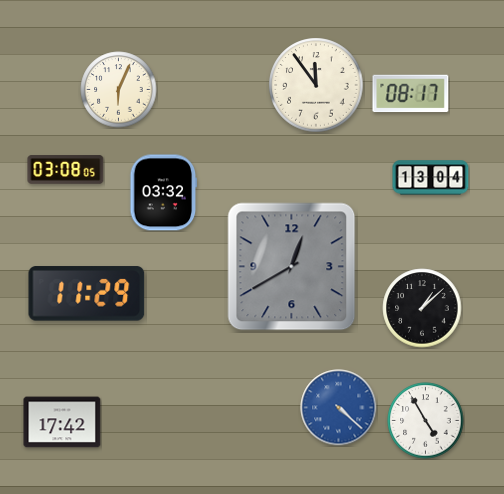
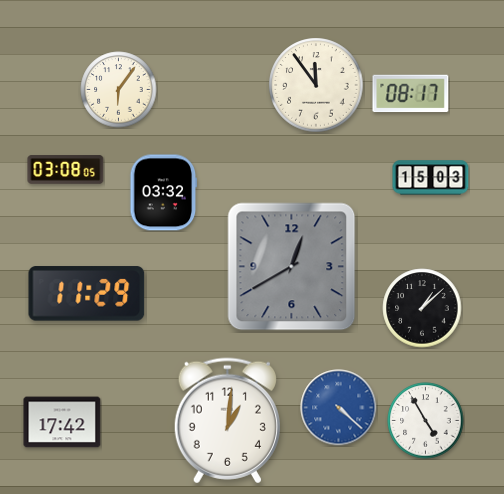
clock at (119, 90): 6:04 -> 6:06
clock at (431, 178): 13:04 -> 15:03
clock at (227, 421): none -> 1:01
